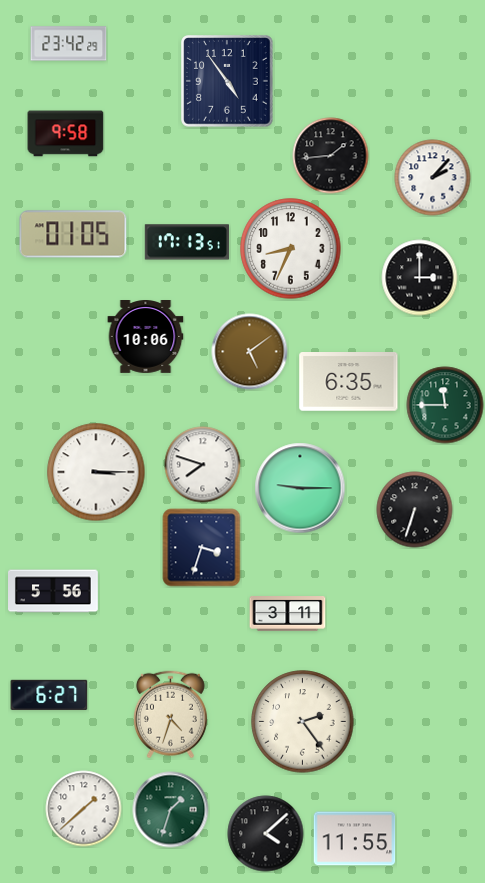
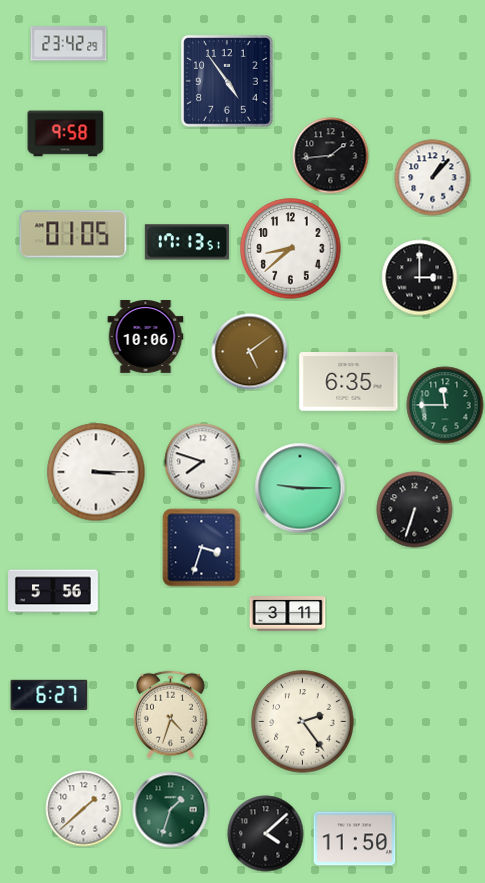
clock at (433, 178): 2:07 -> 1:07
clock at (291, 249): 8:34 -> 8:38
clock at (203, 465) position: (203, 465) -> (203, 462)
clock at (355, 839): 11:55 -> 11:50
